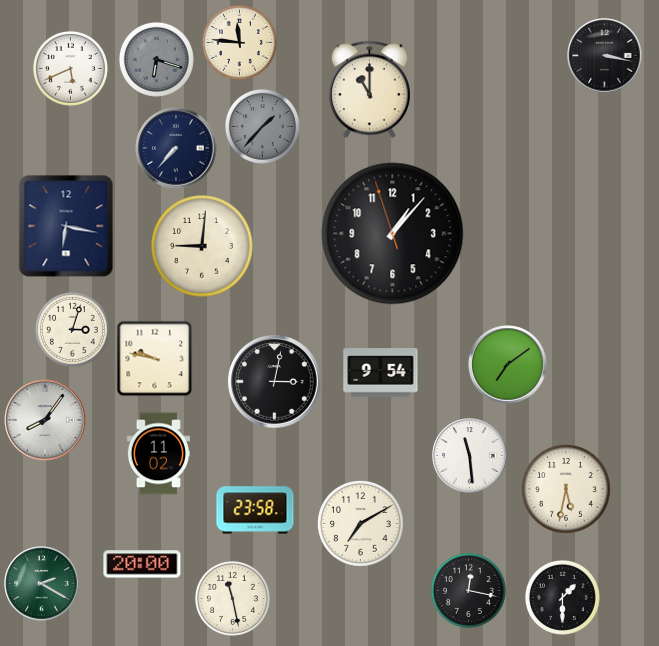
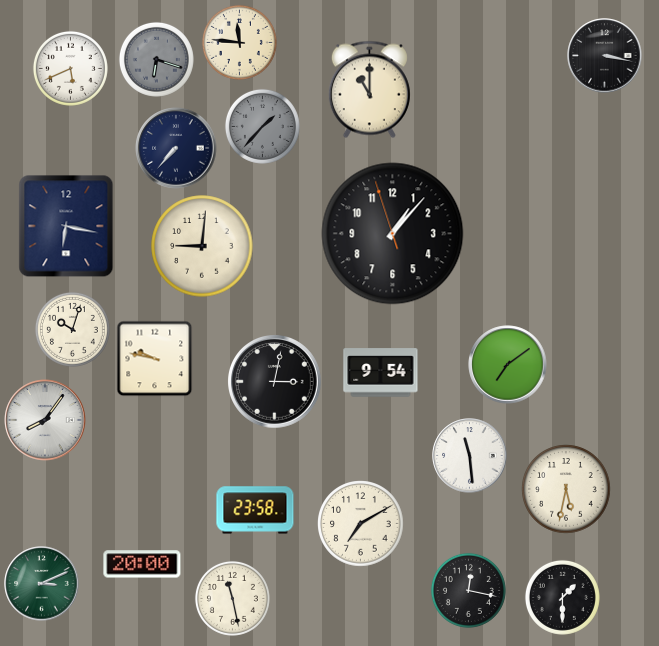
clock at (72, 329): 3:03 -> 10:03
clock at (158, 454): 11:02 -> none
clock at (42, 584): 2:20 -> 3:11
